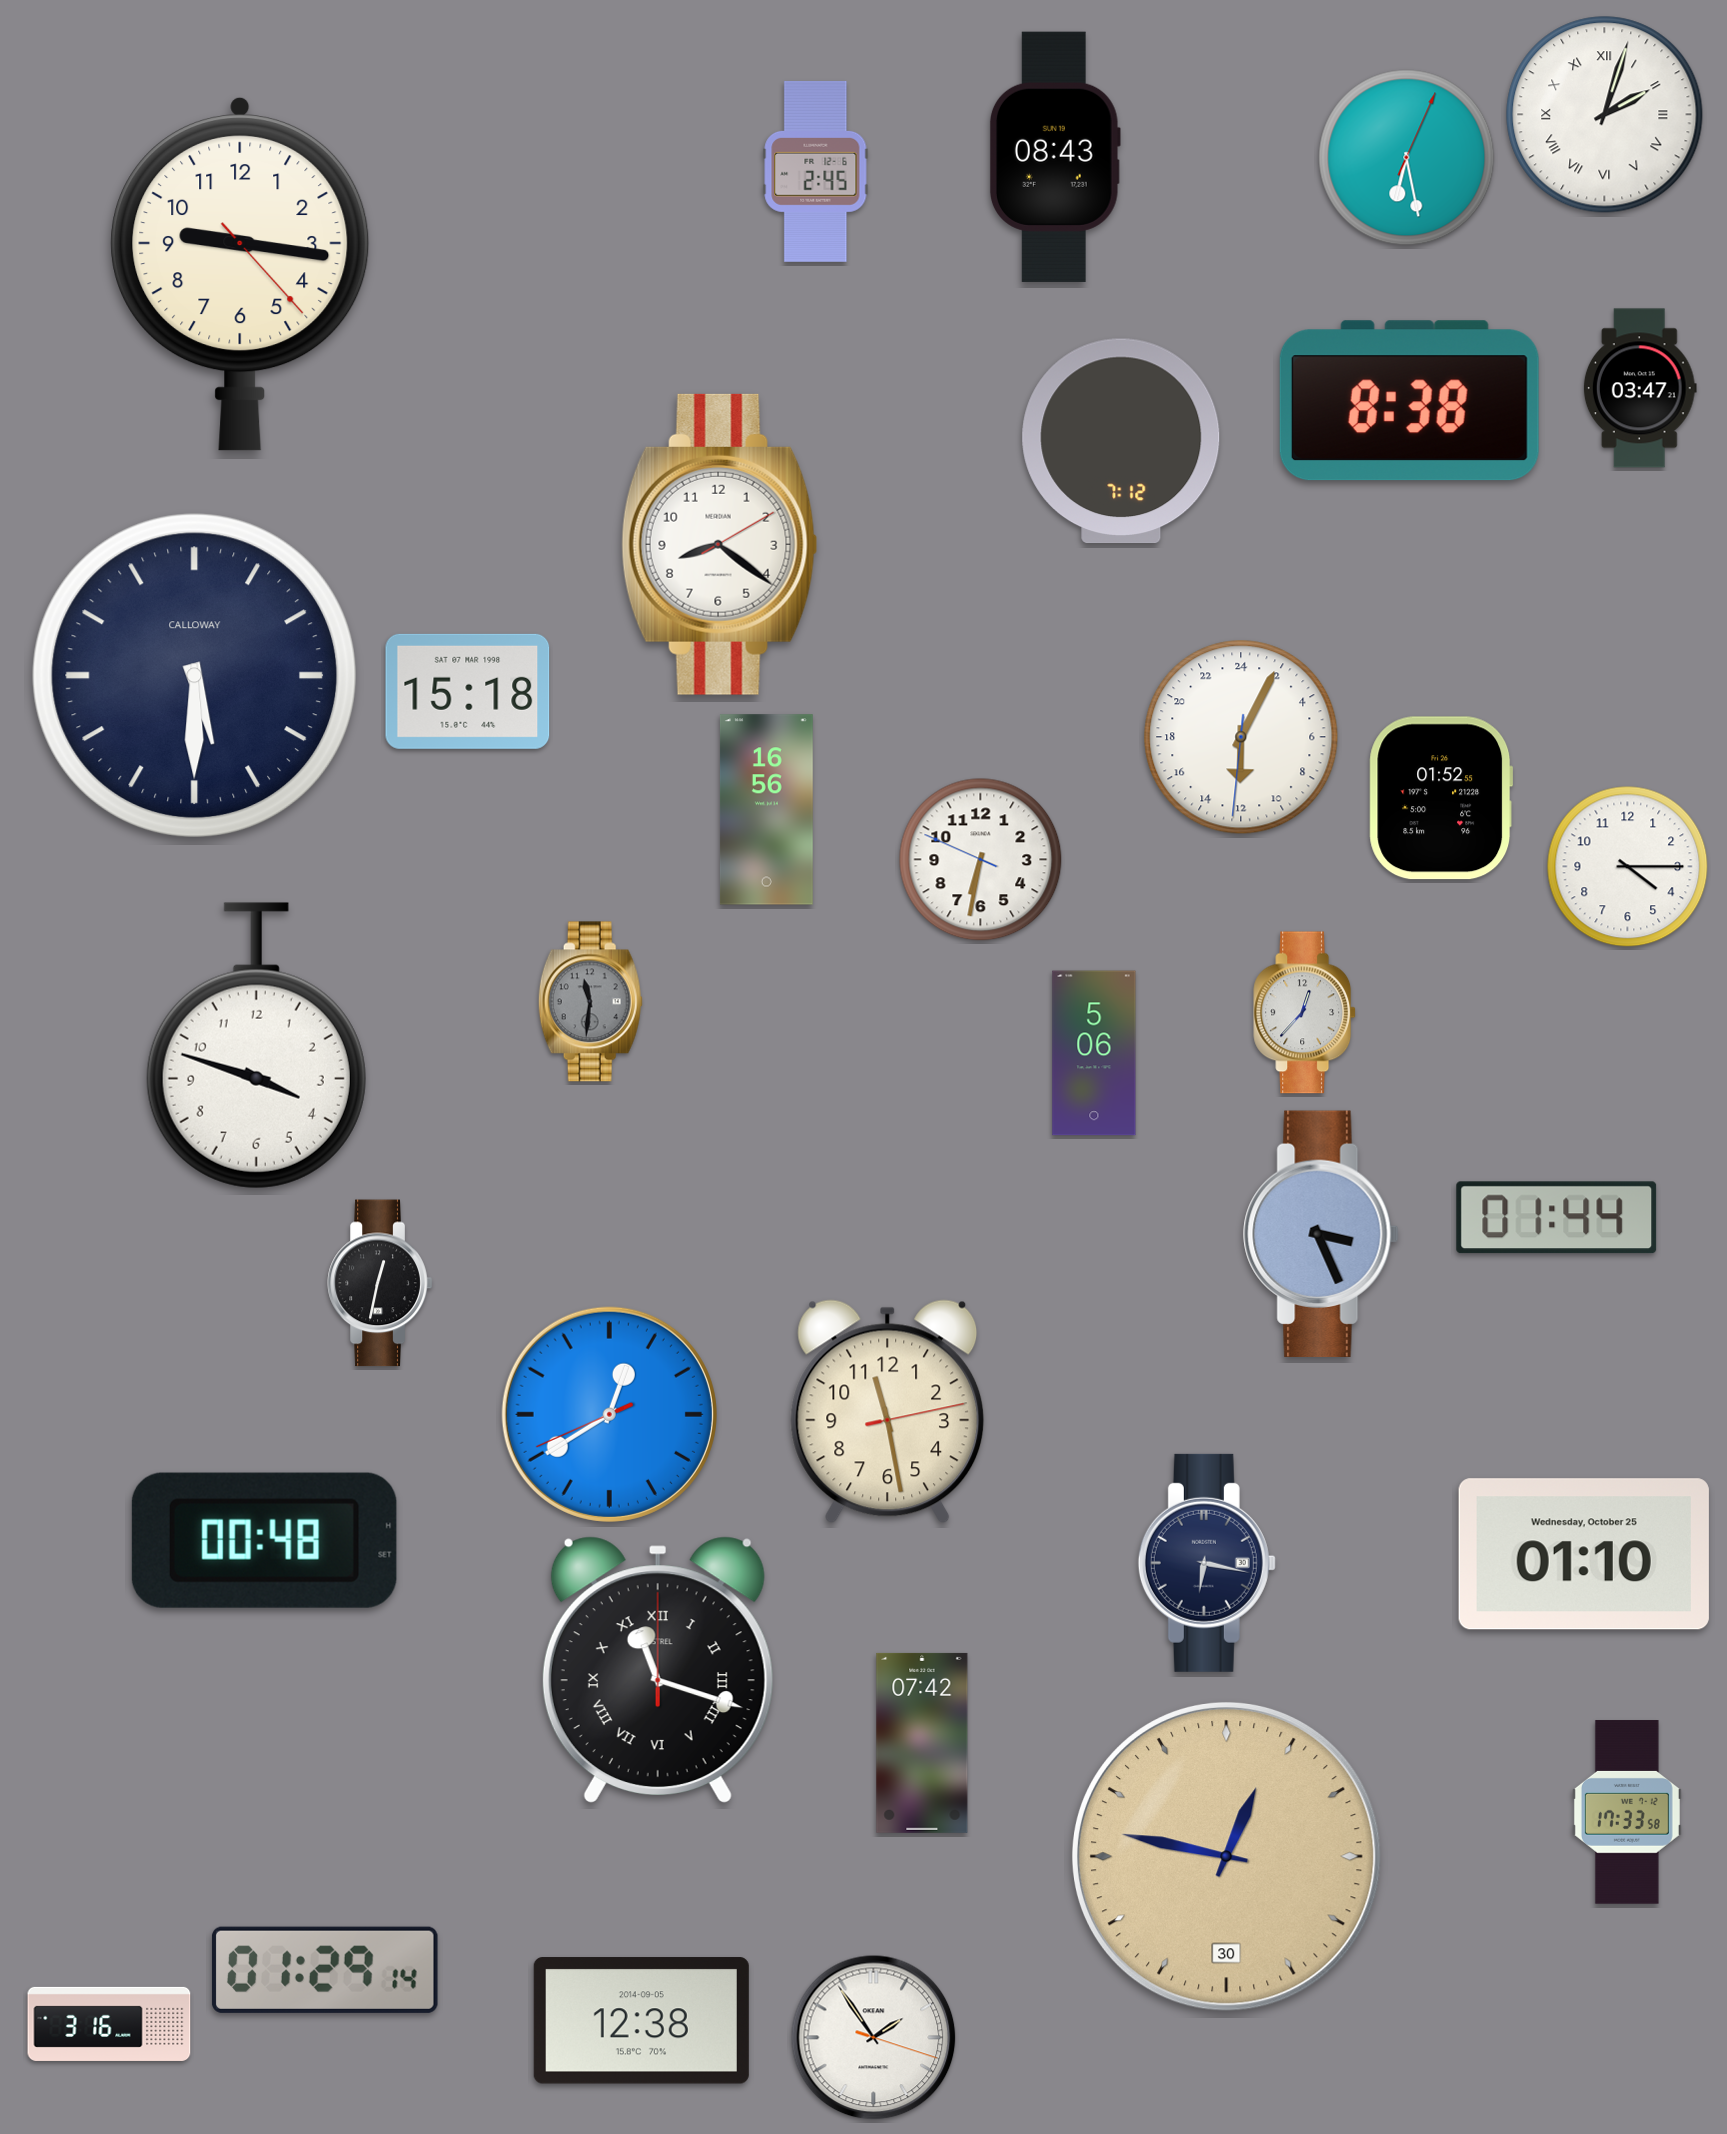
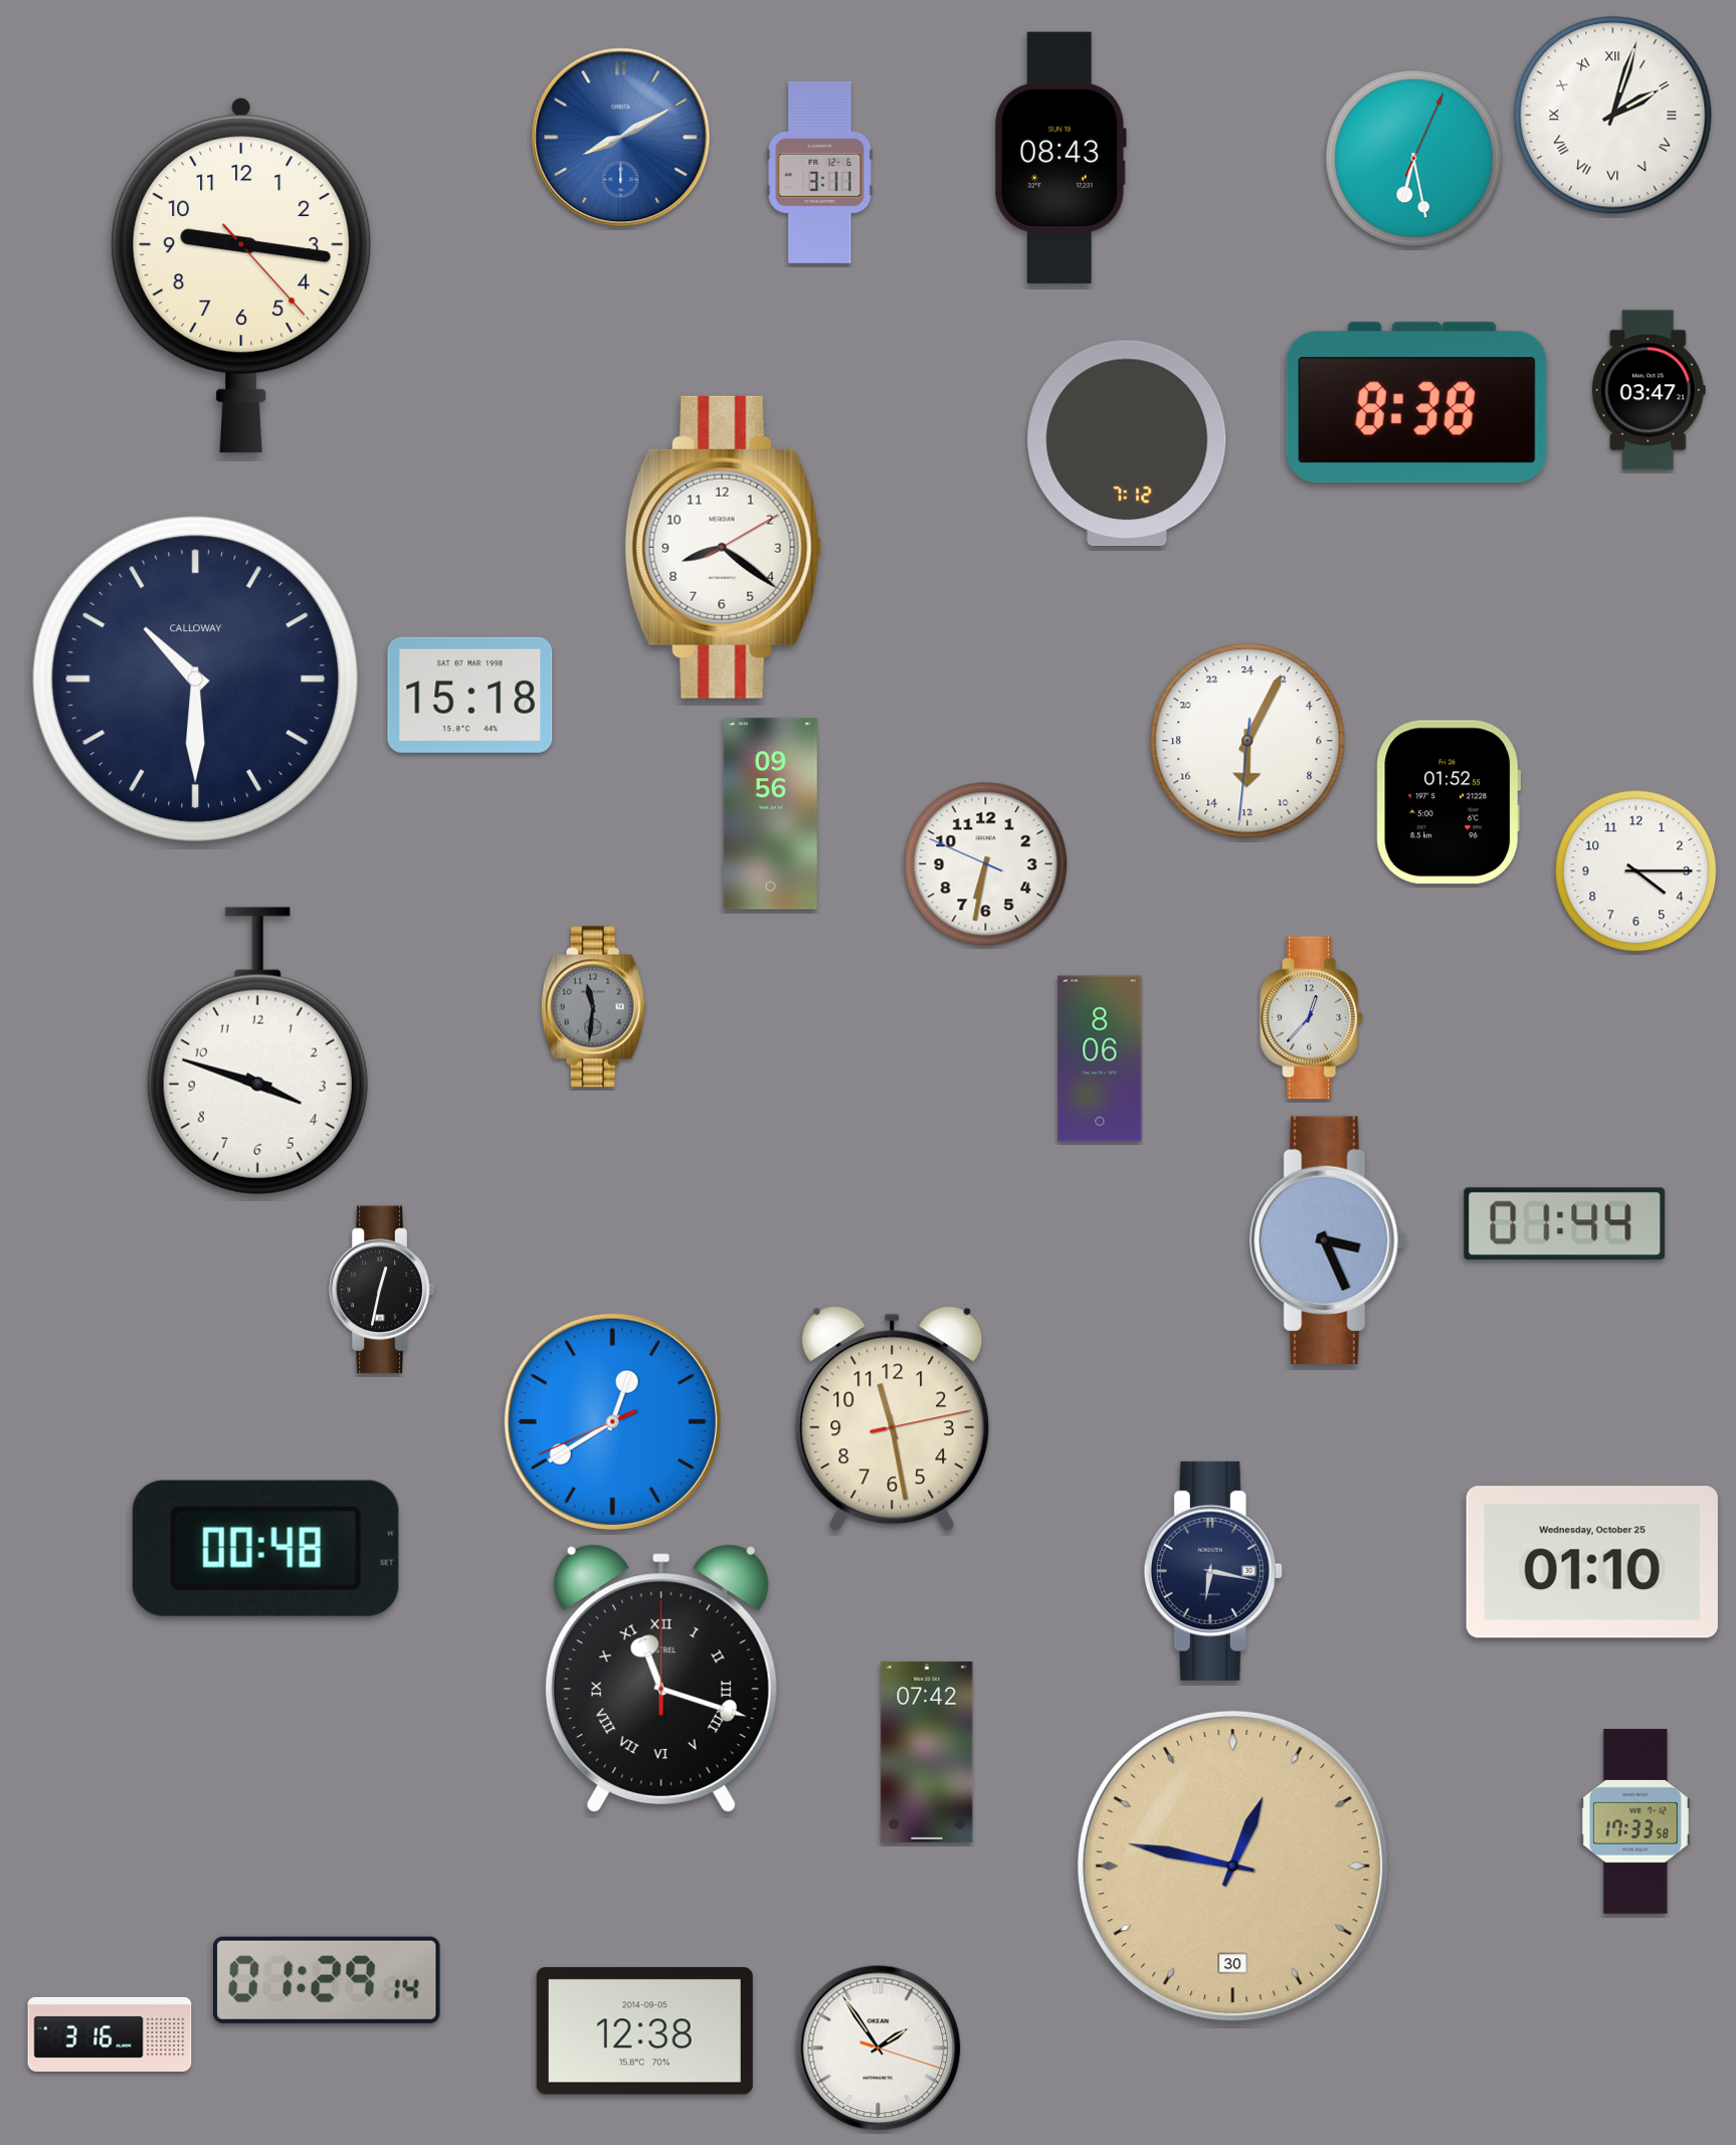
clock at (621, 138): none -> 8:10
clock at (816, 171): 2:45 -> 3:11
clock at (194, 675): 5:30 -> 10:30
clock at (766, 810): 16:56 -> 09:56
clock at (1094, 1053): 5:06 -> 8:06
